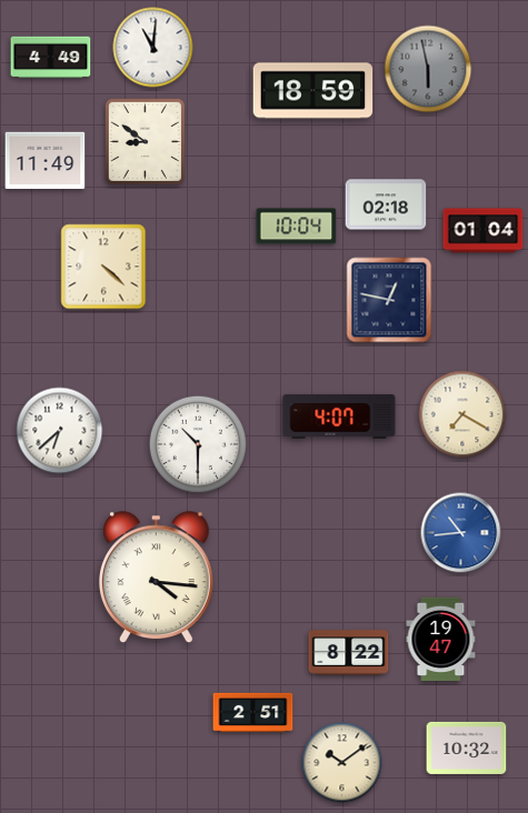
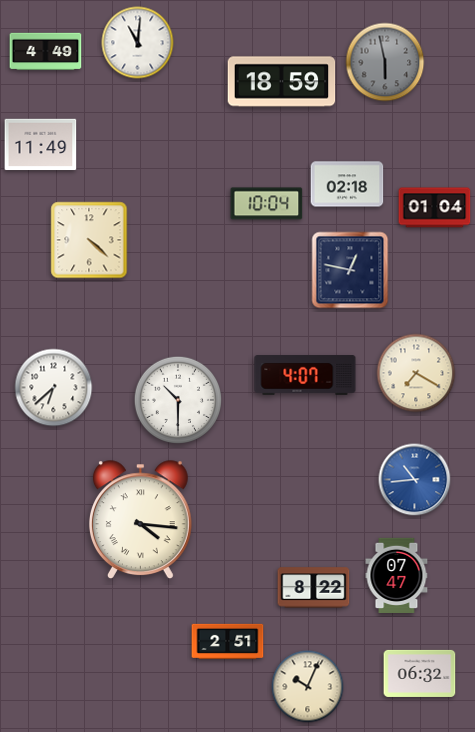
clock at (145, 141): 8:51 -> none
clock at (103, 267) position: (103, 267) -> (89, 240)
clock at (441, 639): 19:47 -> 07:47
clock at (467, 747): 10:32 -> 06:32
clock at (342, 763): 10:09 -> 10:04
